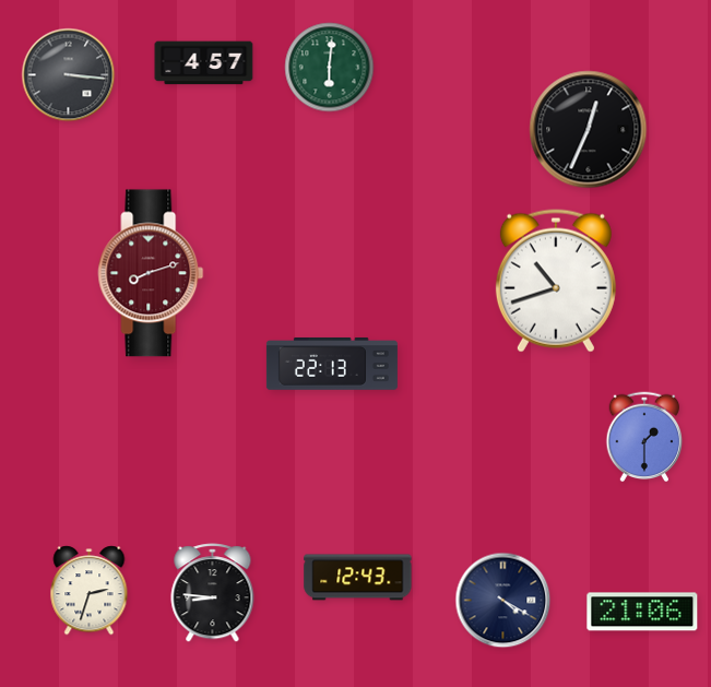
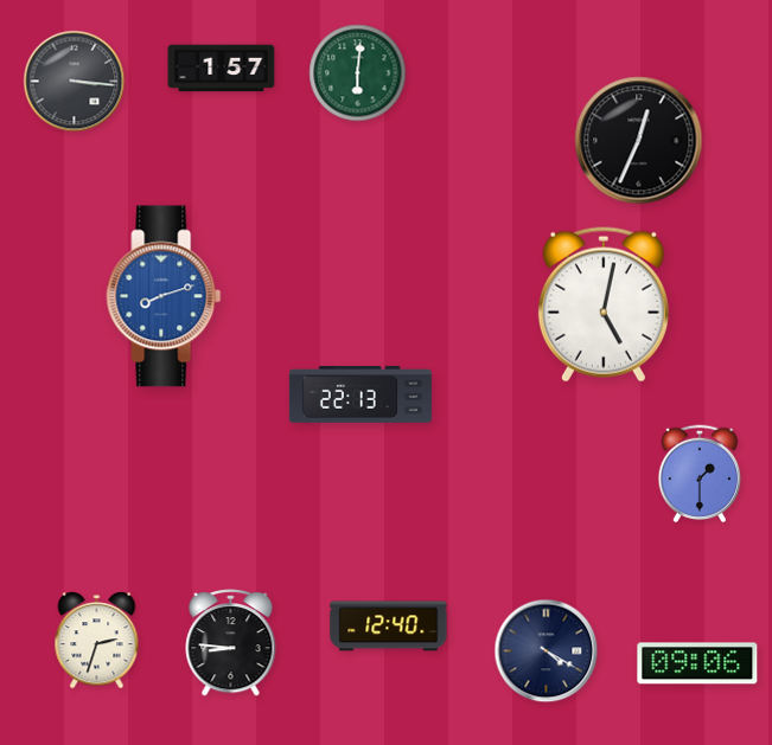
clock at (204, 63): 4:57 -> 1:57
clock at (151, 273) dial: burgundy -> blue
clock at (556, 281): 10:42 -> 5:02
clock at (358, 578): 12:43 -> 12:40
clock at (642, 612): 21:06 -> 09:06
